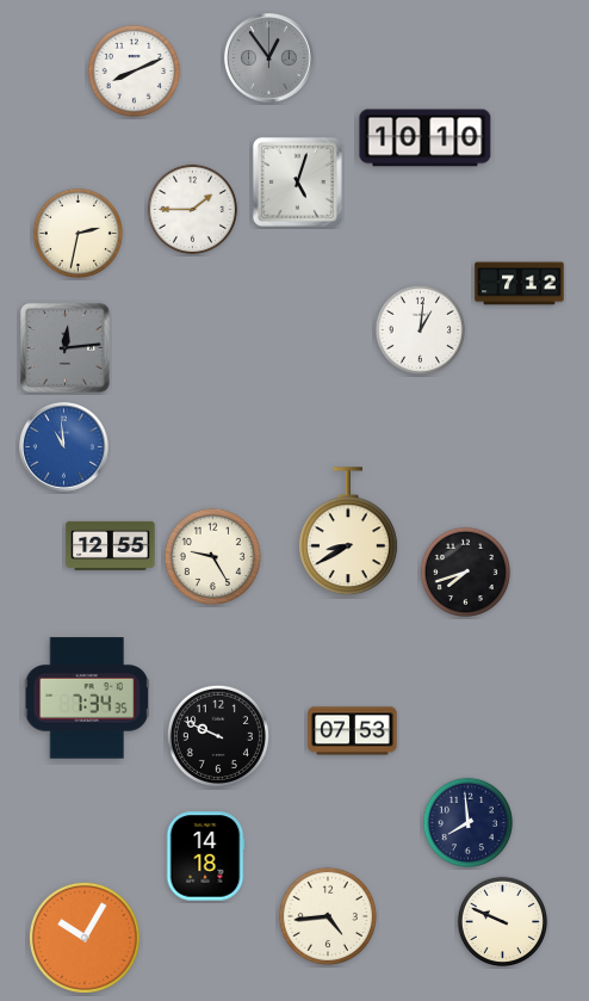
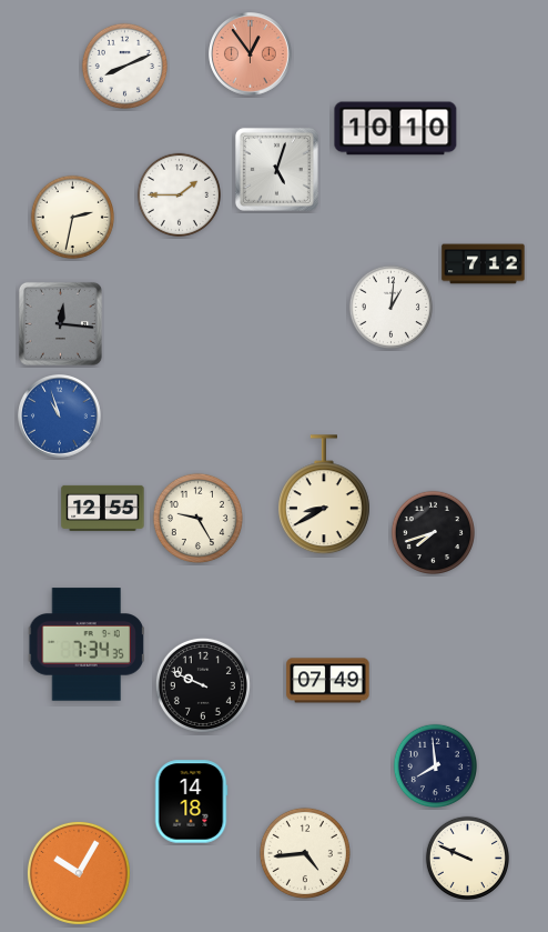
clock at (269, 58) dial: grey -> salmon
clock at (64, 347): 12:14 -> 12:16
clock at (64, 447): 10:59 -> 10:57
clock at (87, 698) position: (87, 698) -> (87, 644)
clock at (353, 731): 07:53 -> 07:49
clock at (205, 857) position: (205, 857) -> (191, 802)
